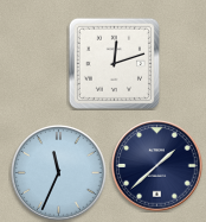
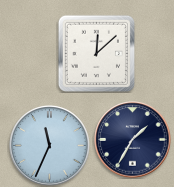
clock at (114, 63): 12:12 -> 12:08
clock at (157, 166): 1:38 -> 1:35
